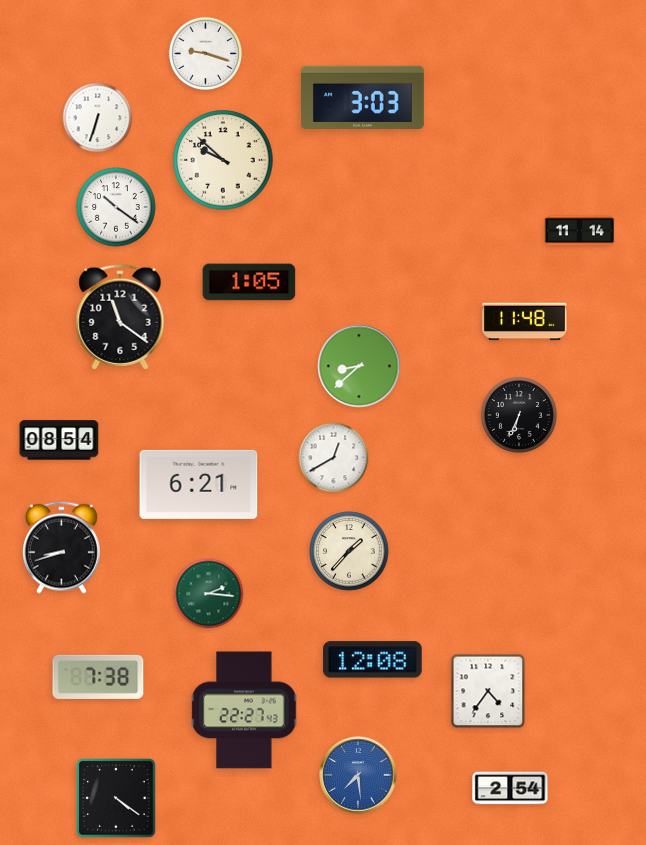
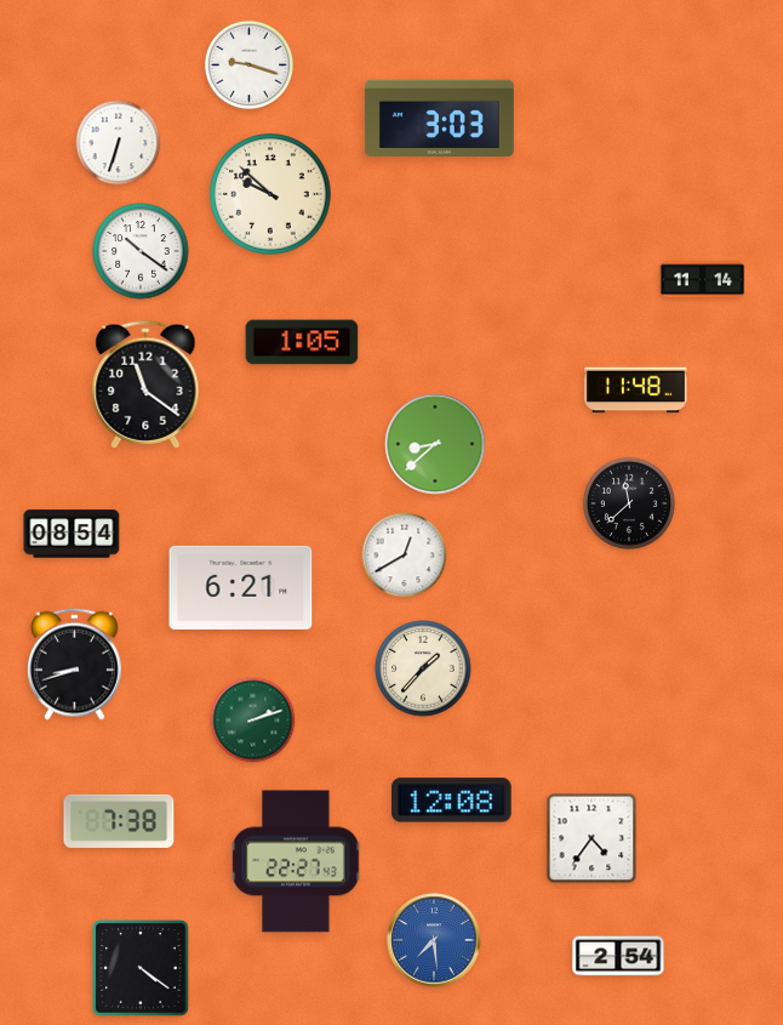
clock at (519, 415): 6:34 -> 11:38
clock at (209, 594): 2:16 -> 2:12
